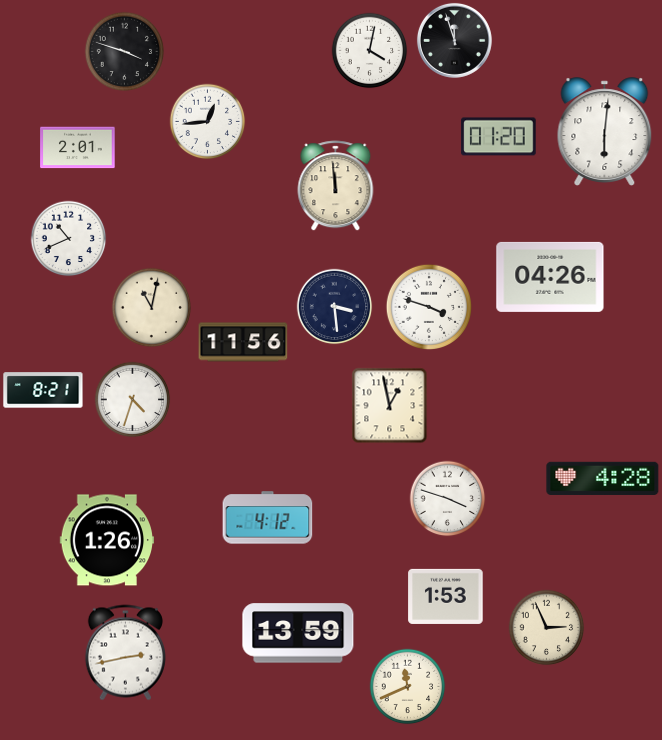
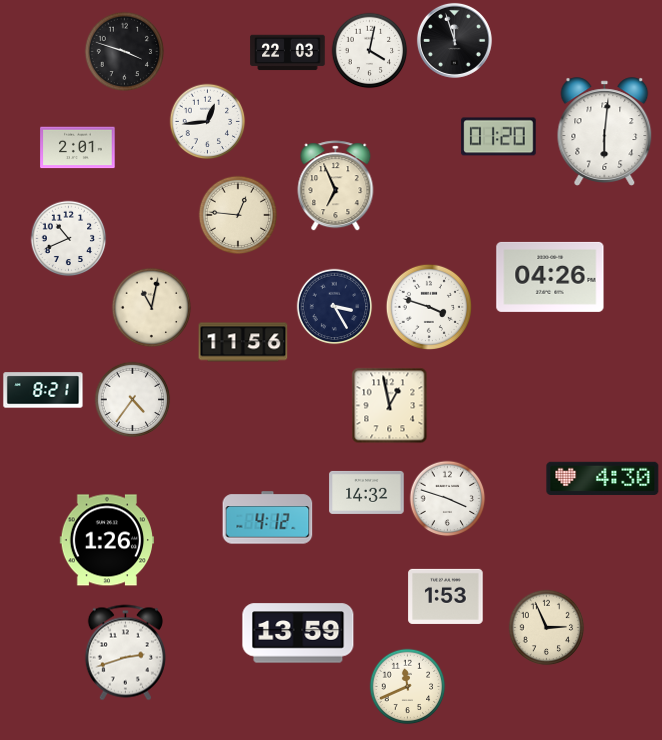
clock at (288, 53): none -> 22:03
clock at (336, 186): 11:59 -> 6:56
clock at (238, 215): none -> 12:46
clock at (335, 307): 3:29 -> 3:25
clock at (133, 400): 4:33 -> 4:36
clock at (603, 478): 4:28 -> 4:30
clock at (367, 492): none -> 14:32
clock at (125, 653): 2:43 -> 2:42
